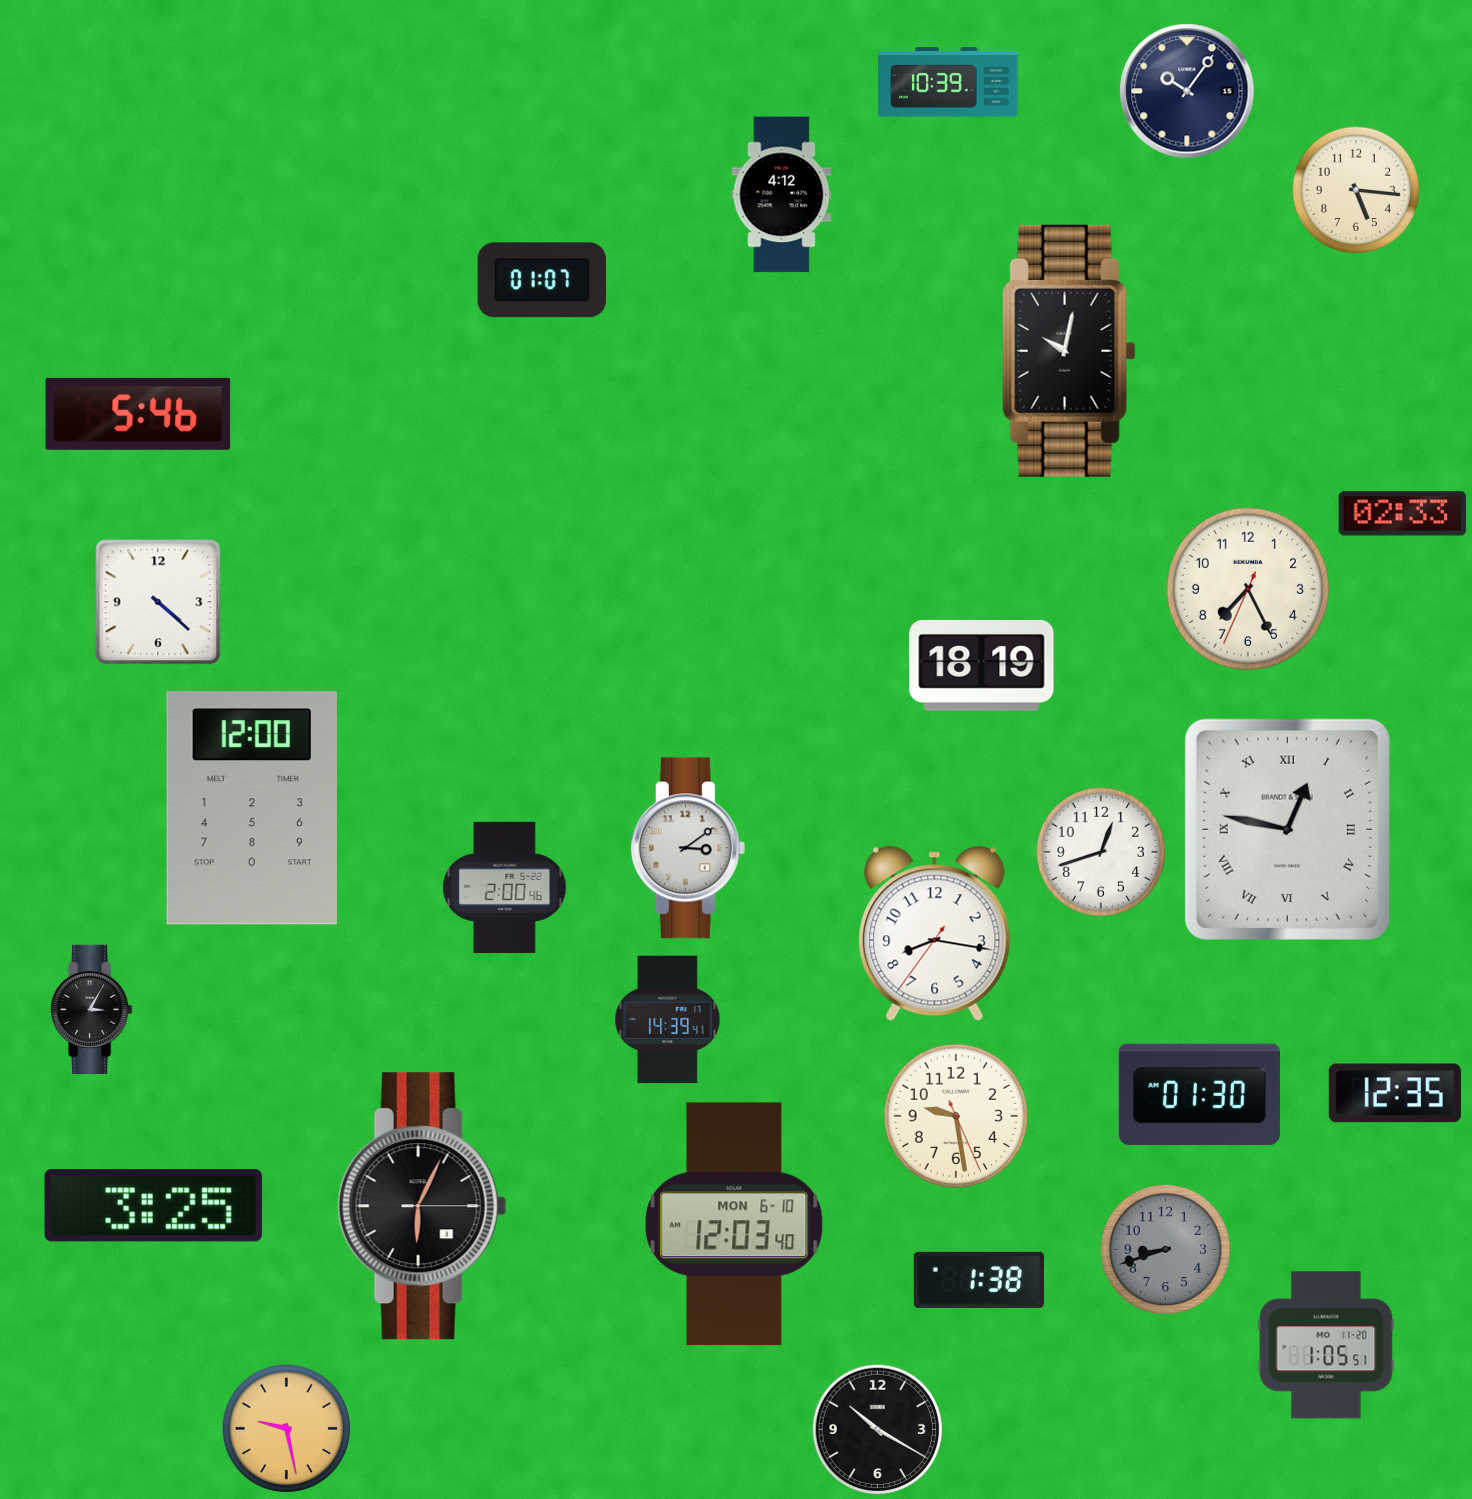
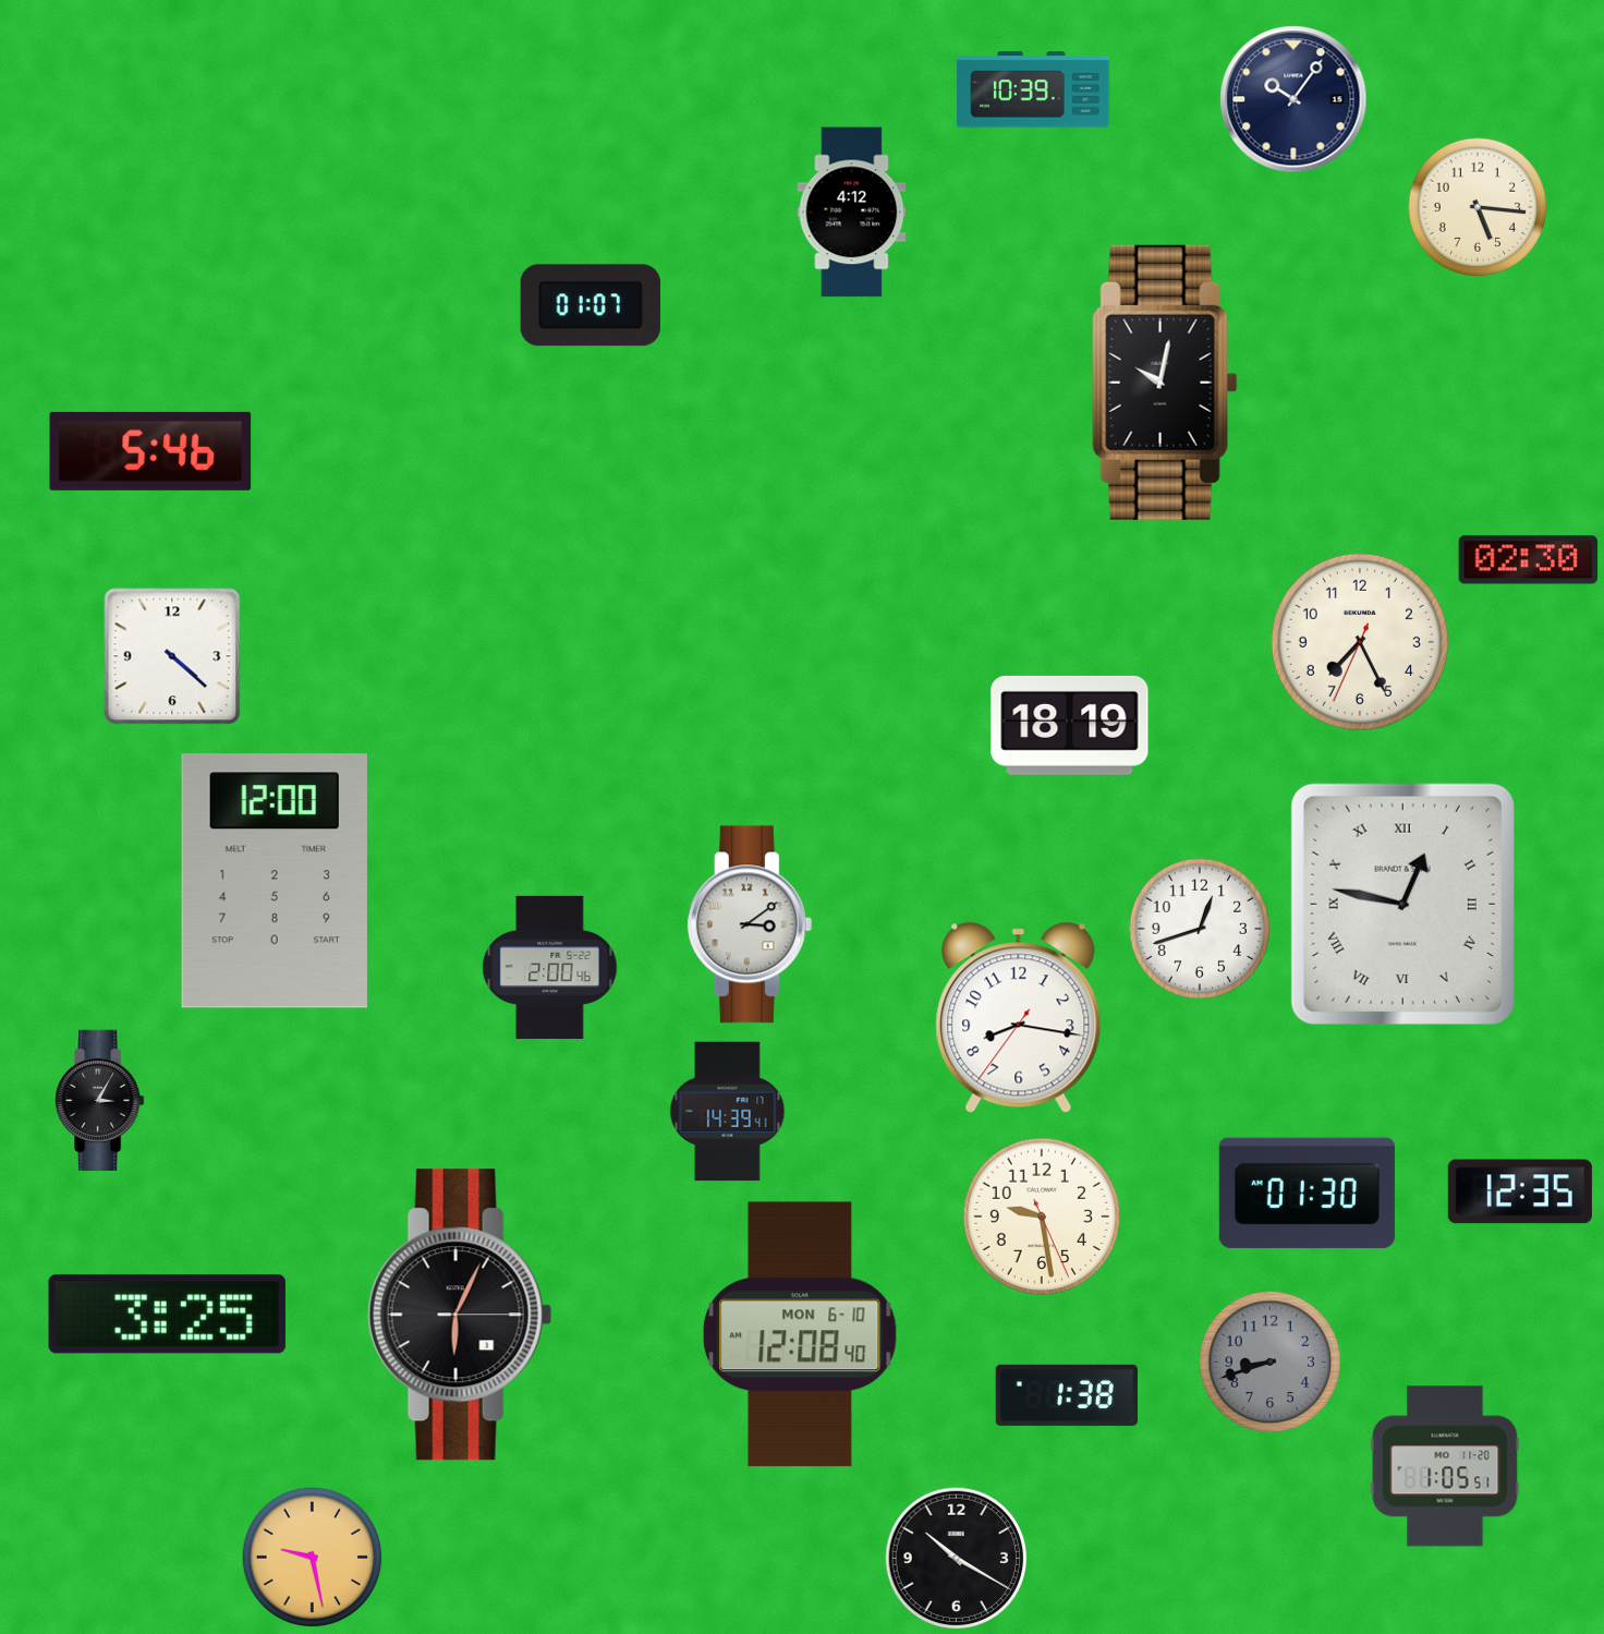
clock at (1403, 514): 02:33 -> 02:30
clock at (734, 1224): 12:03 -> 12:08
